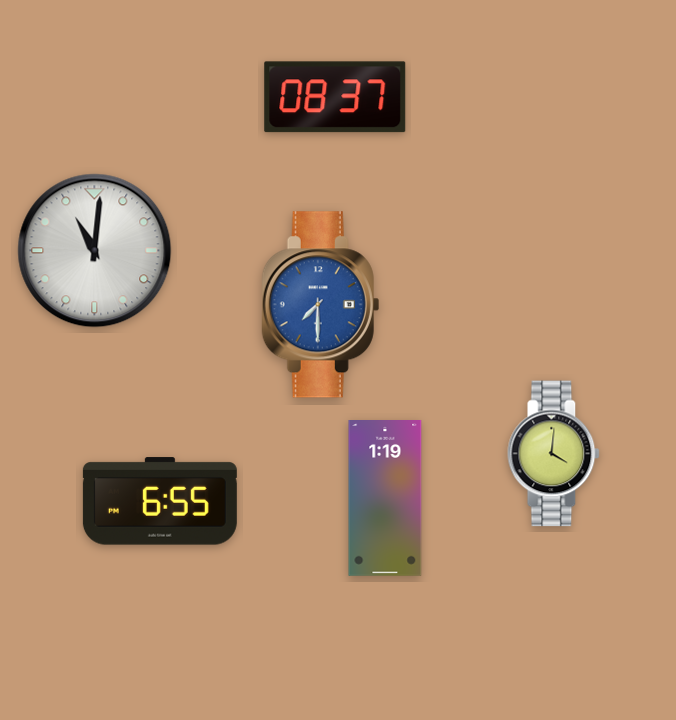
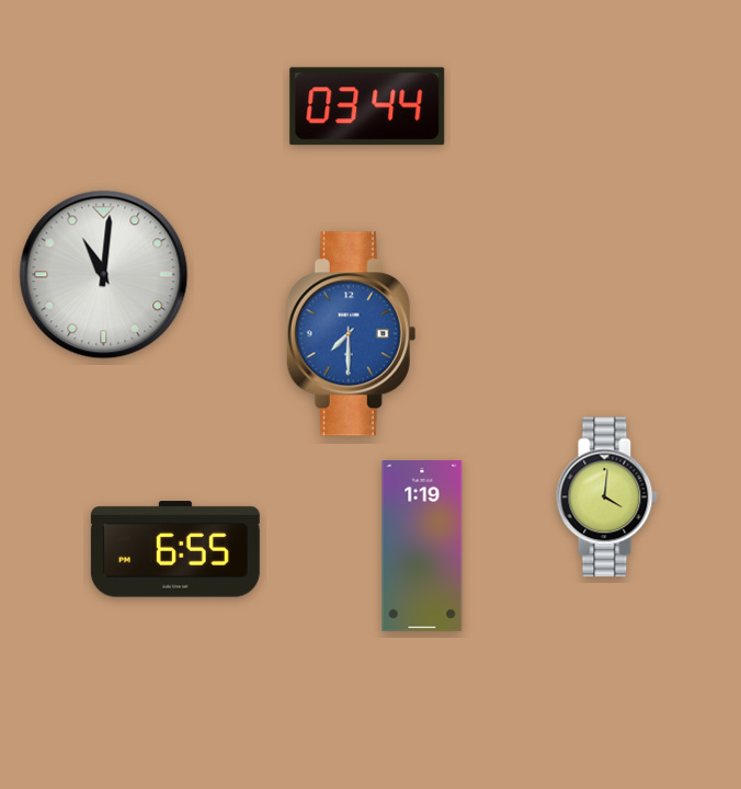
clock at (335, 97): 08:37 -> 03:44
